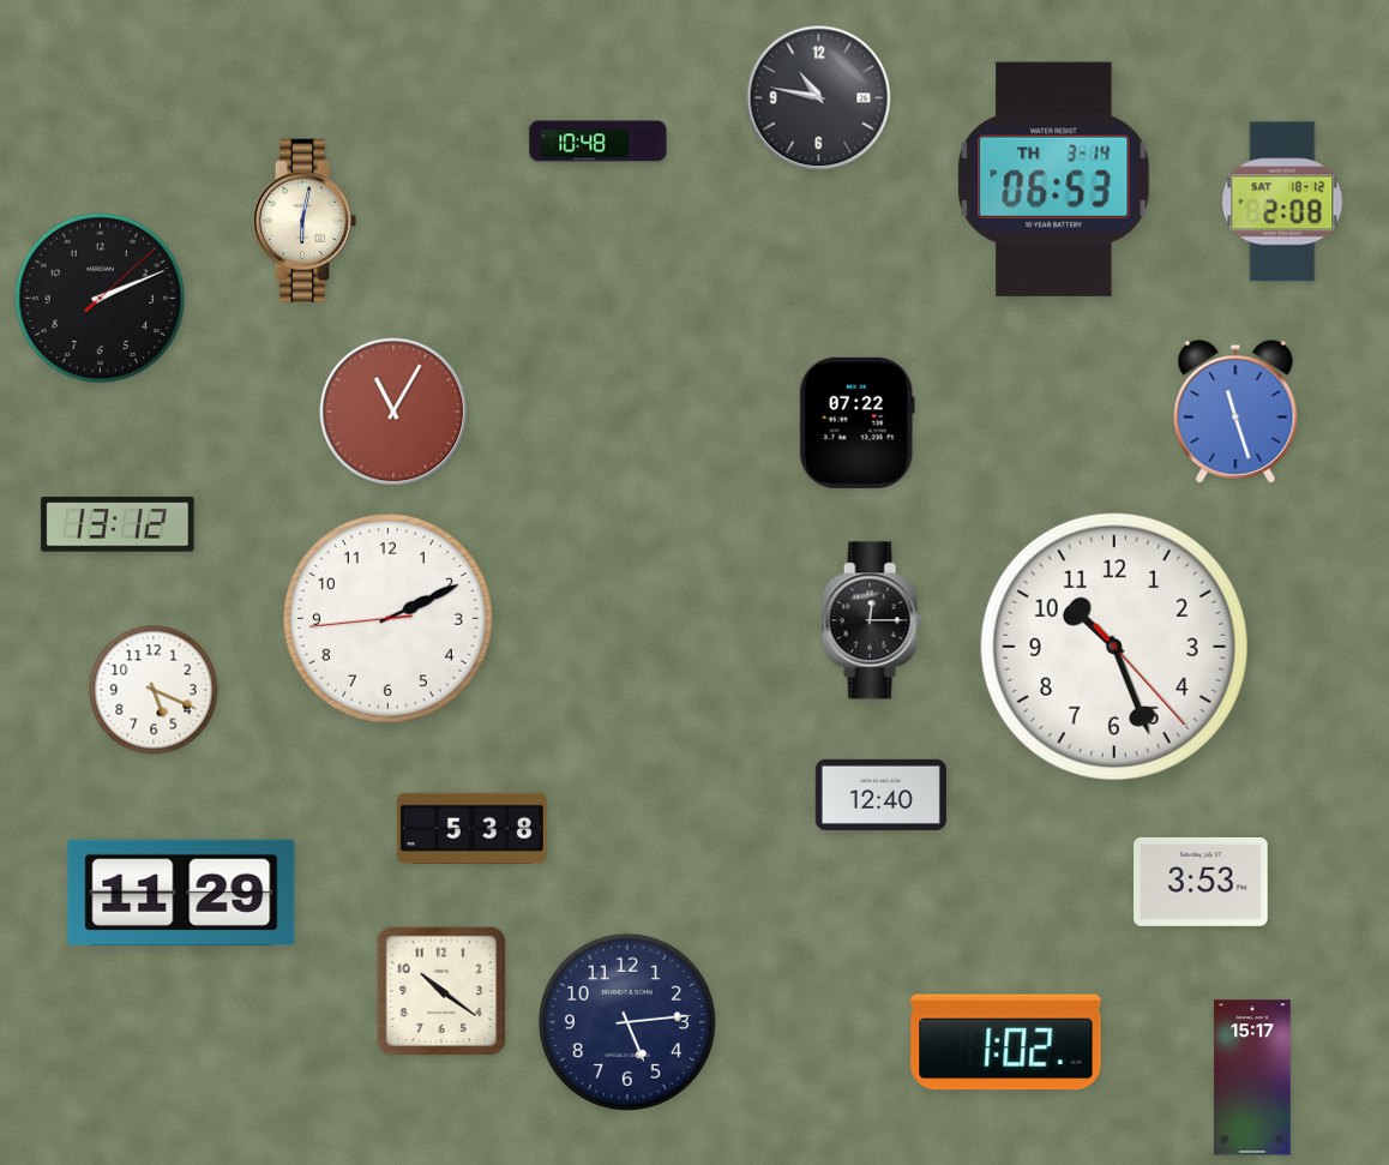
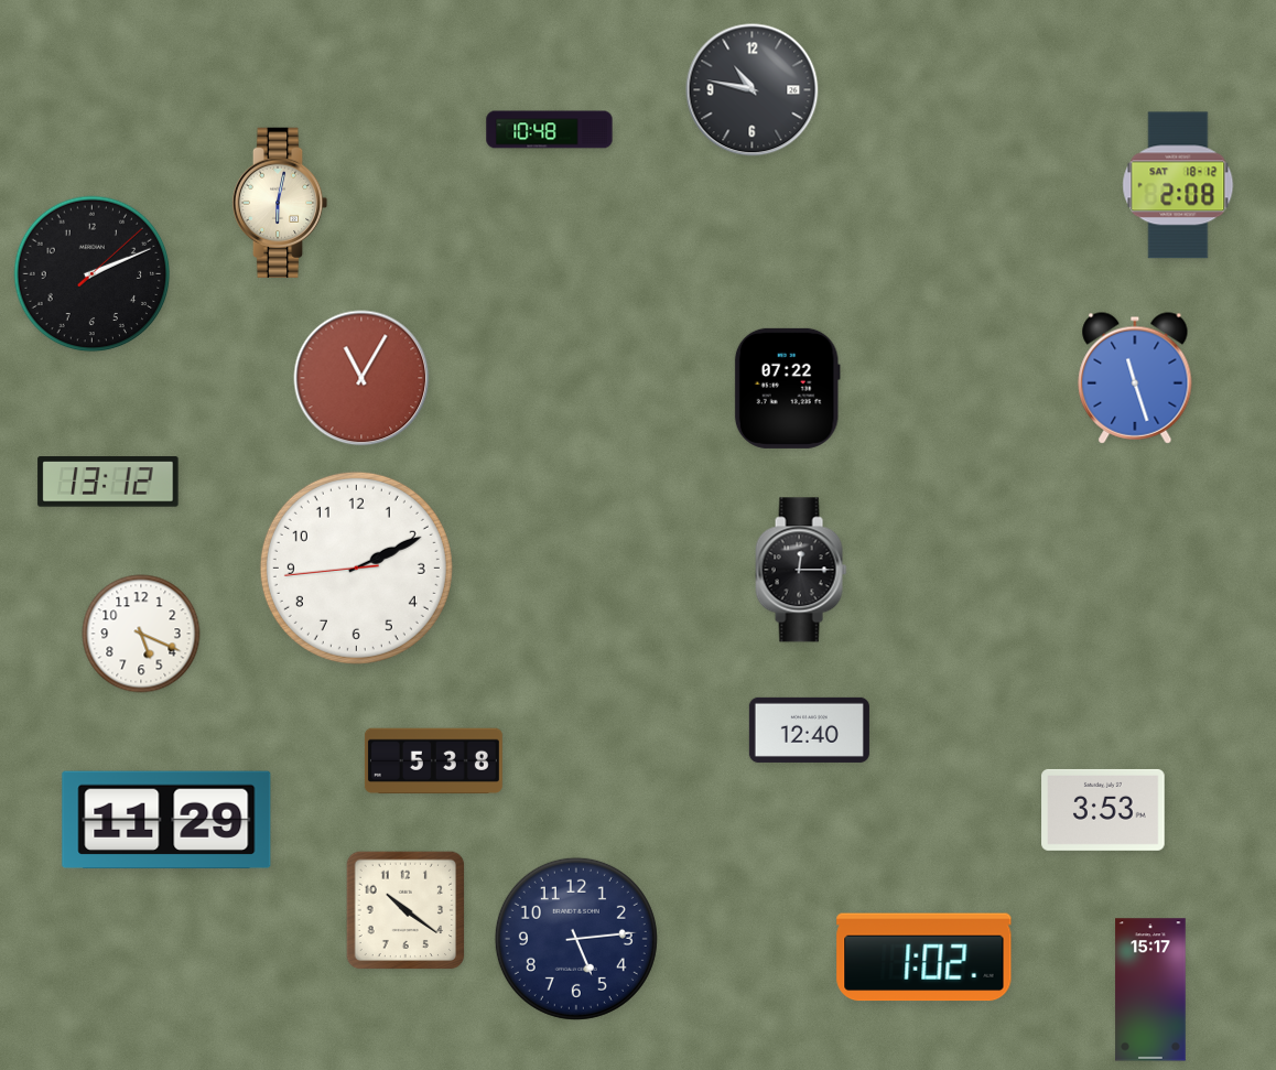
clock at (1054, 179): 06:53 -> none
clock at (1114, 647): 10:26 -> none
